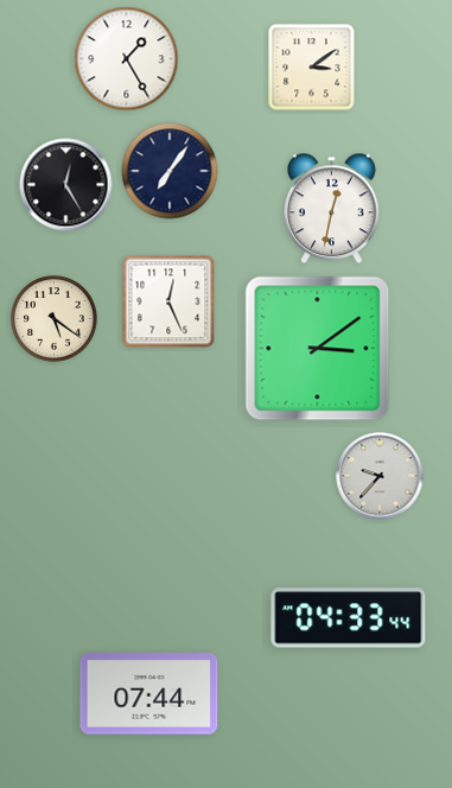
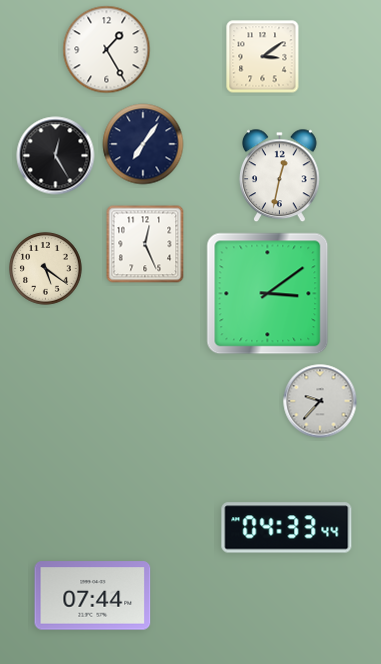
clock at (168, 301) position: (168, 301) -> (145, 244)
clock at (349, 618) position: (349, 618) -> (287, 528)
clock at (149, 694) position: (149, 694) -> (93, 596)
